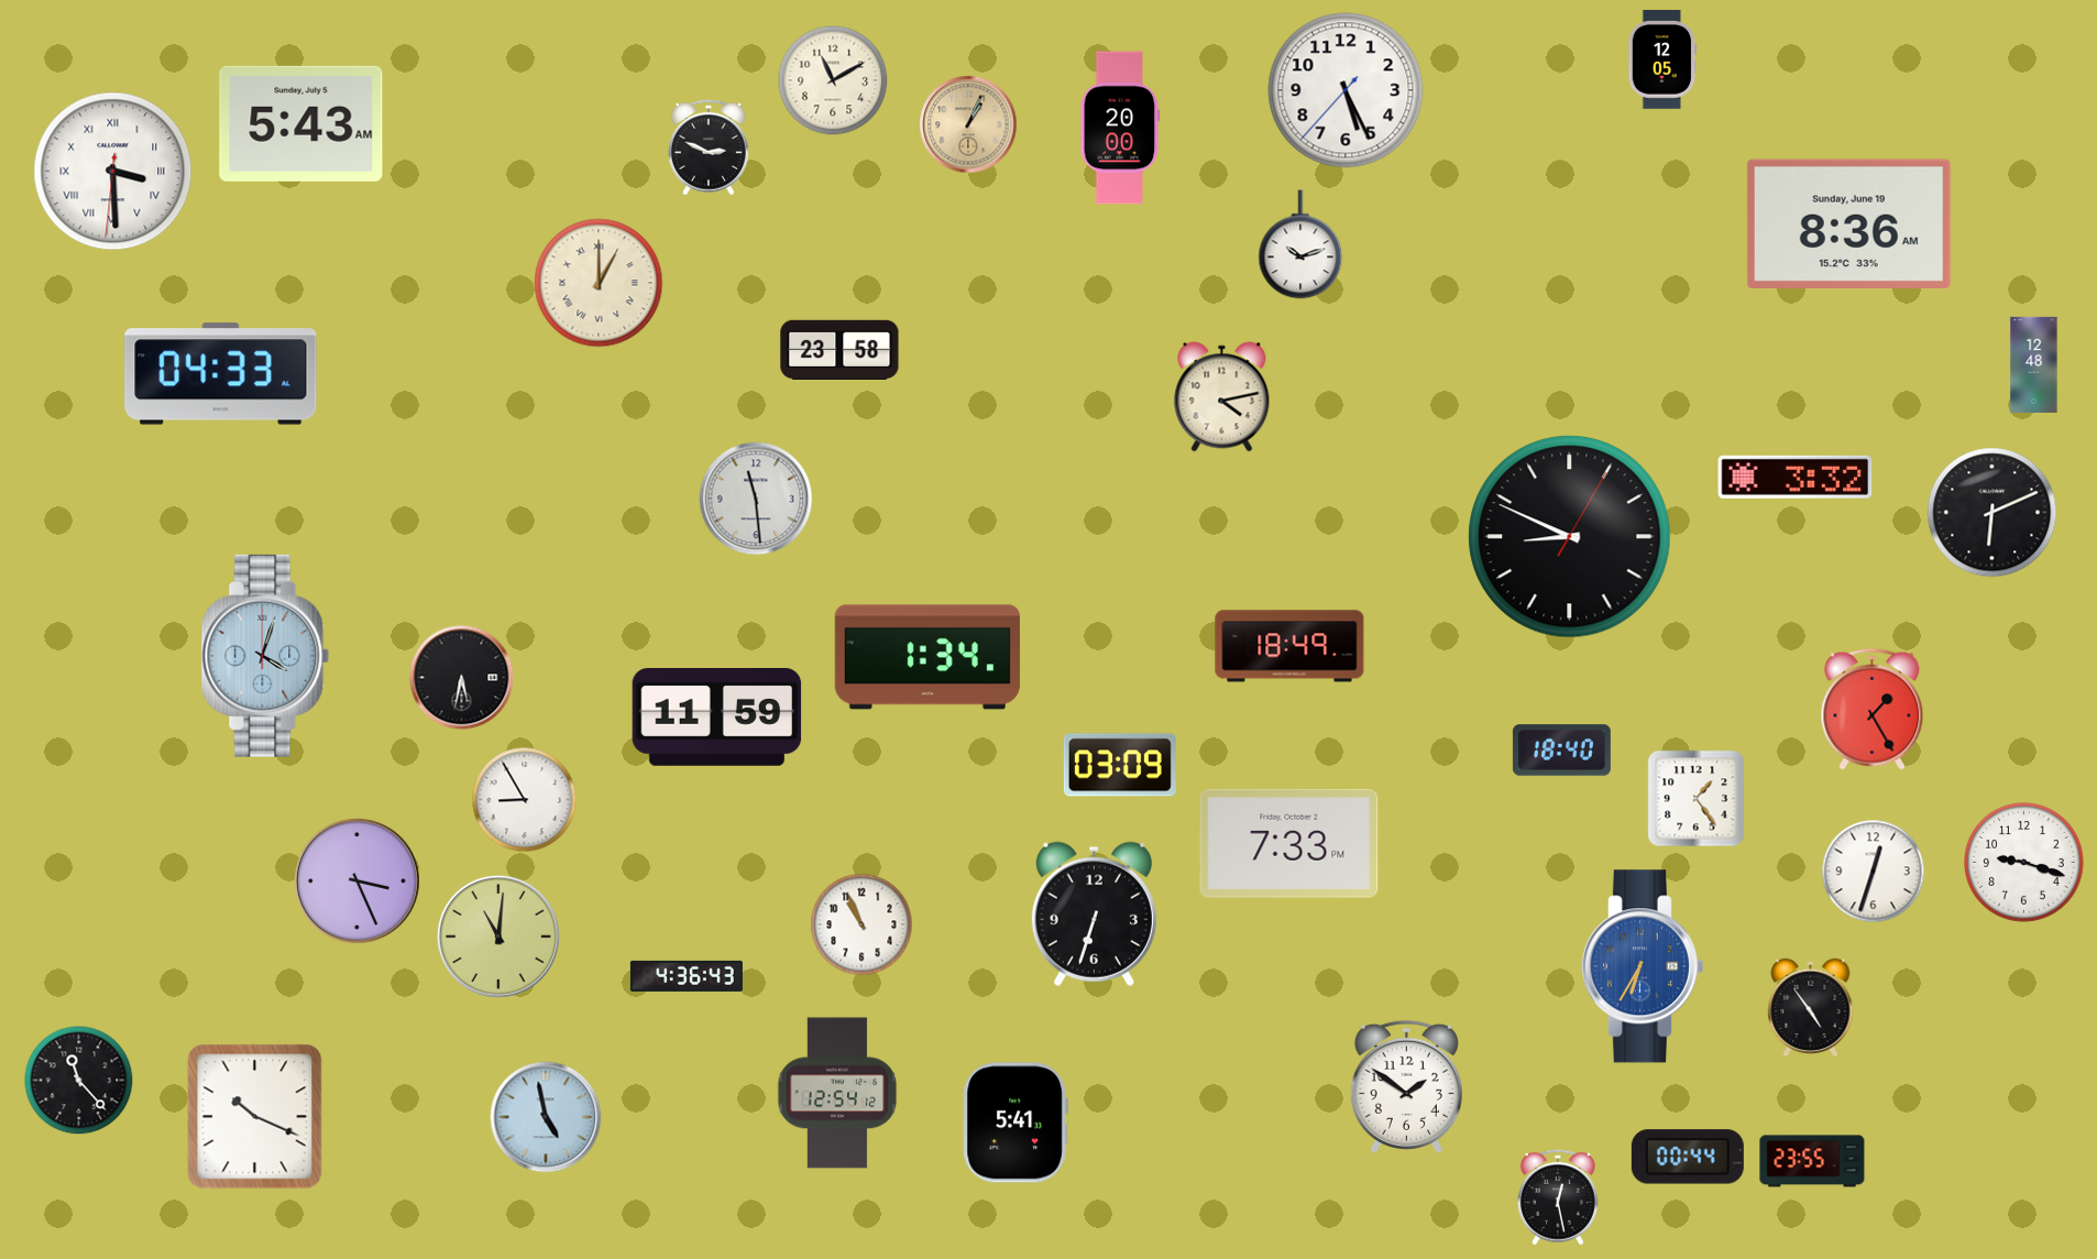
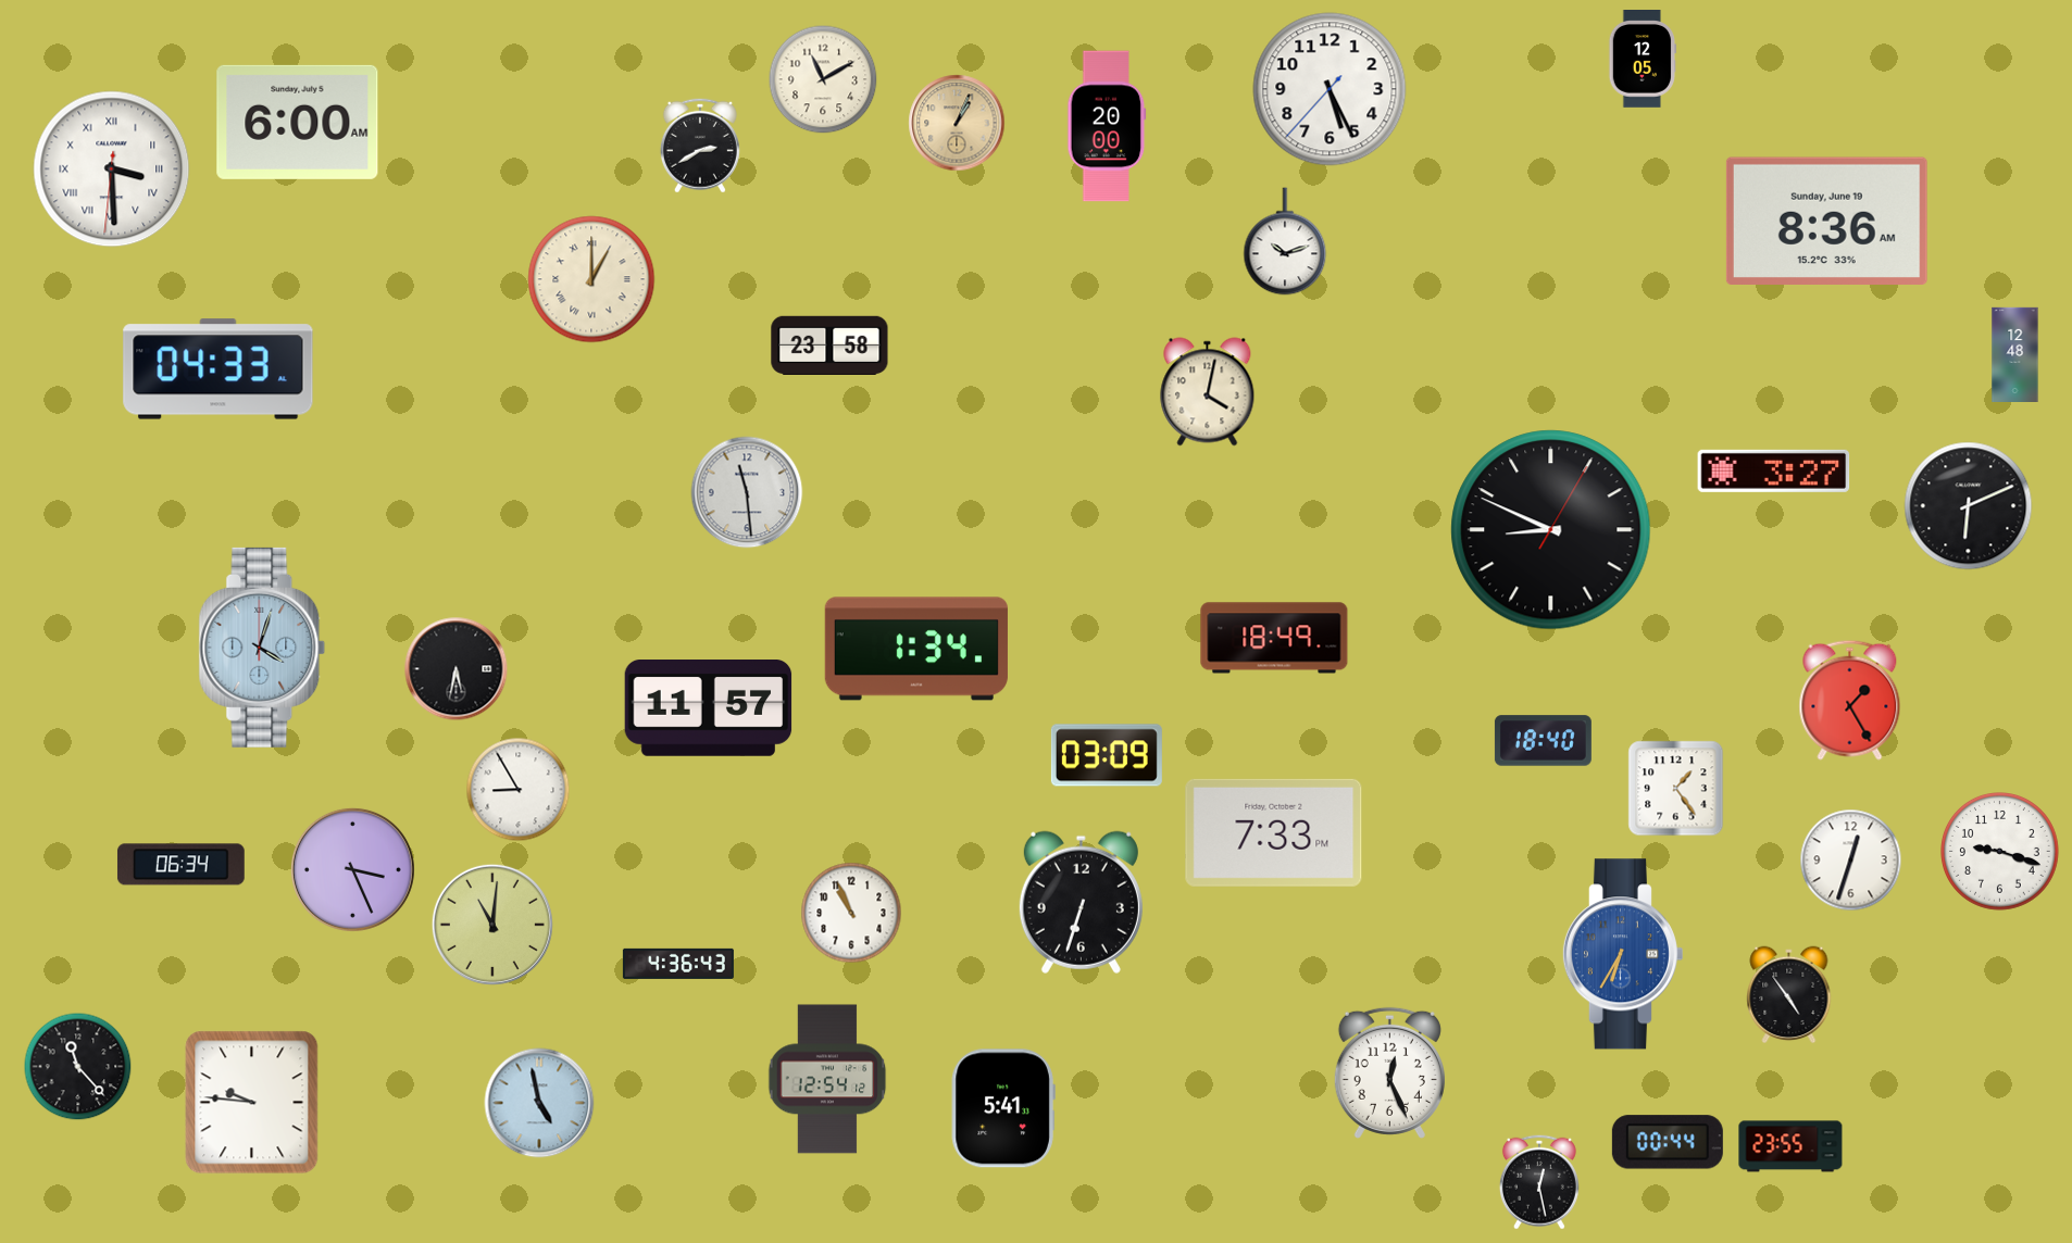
clock at (301, 123): 5:43 -> 6:00
clock at (709, 147): 2:49 -> 2:40
clock at (2034, 364) position: (2034, 364) -> (2015, 354)
clock at (1222, 397): 4:13 -> 4:02
clock at (1796, 477): 3:32 -> 3:27
clock at (717, 718): 11:59 -> 11:57
clock at (180, 865): none -> 06:34
clock at (1406, 1086): 1:51 -> 12:26
clock at (255, 1117): 10:19 -> 9:46
